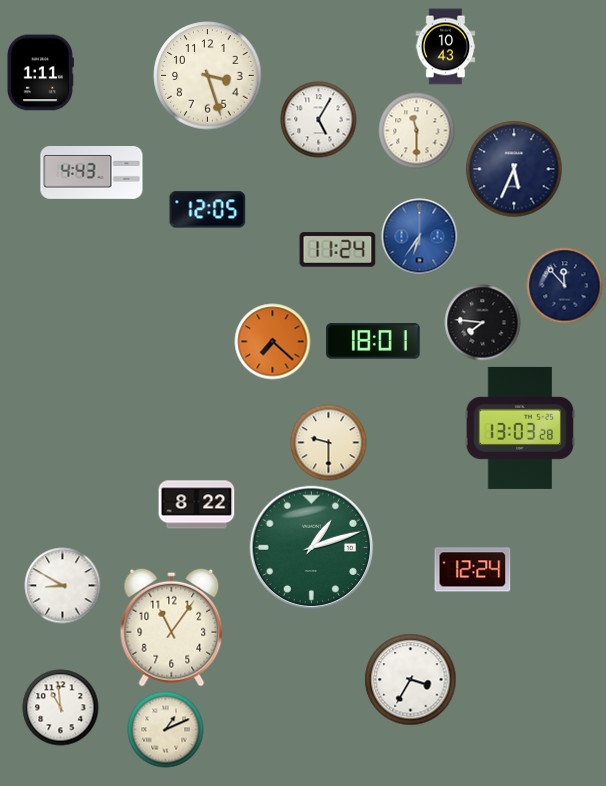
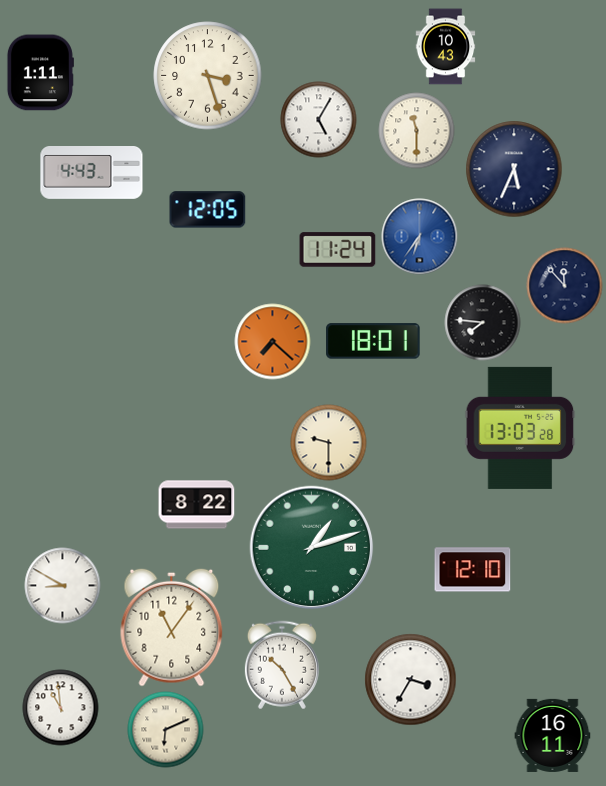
clock at (473, 570): 12:24 -> 12:10
clock at (282, 665): none -> 10:25
clock at (166, 730): 1:11 -> 6:11
clock at (553, 735): none -> 16:11
